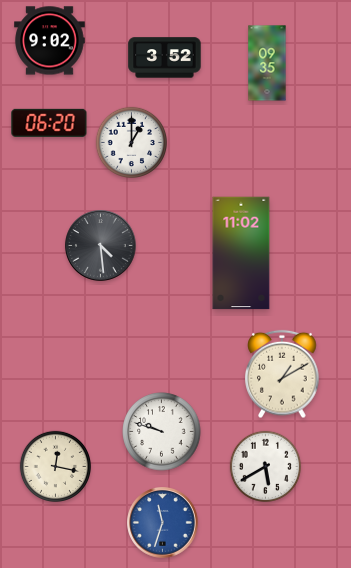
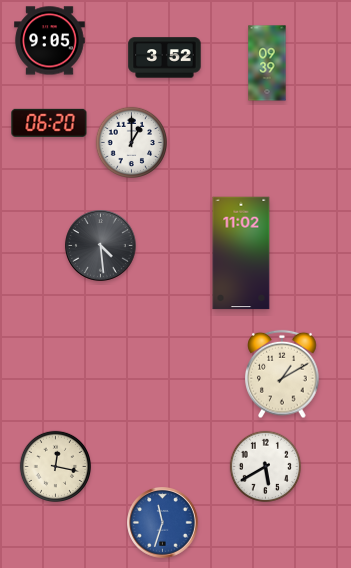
clock at (50, 41): 9:02 -> 9:05
clock at (267, 63): 09:35 -> 09:39
clock at (162, 432): 9:48 -> none
